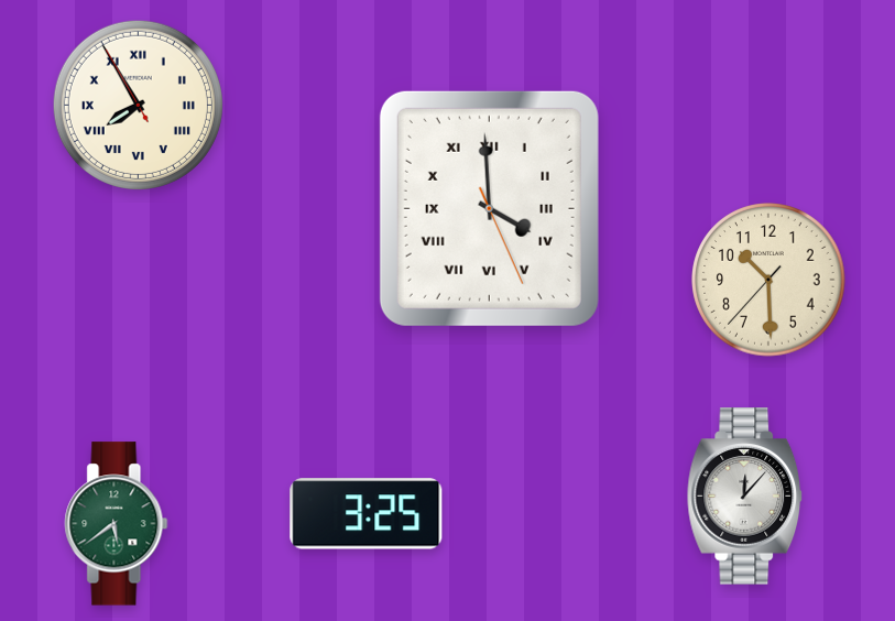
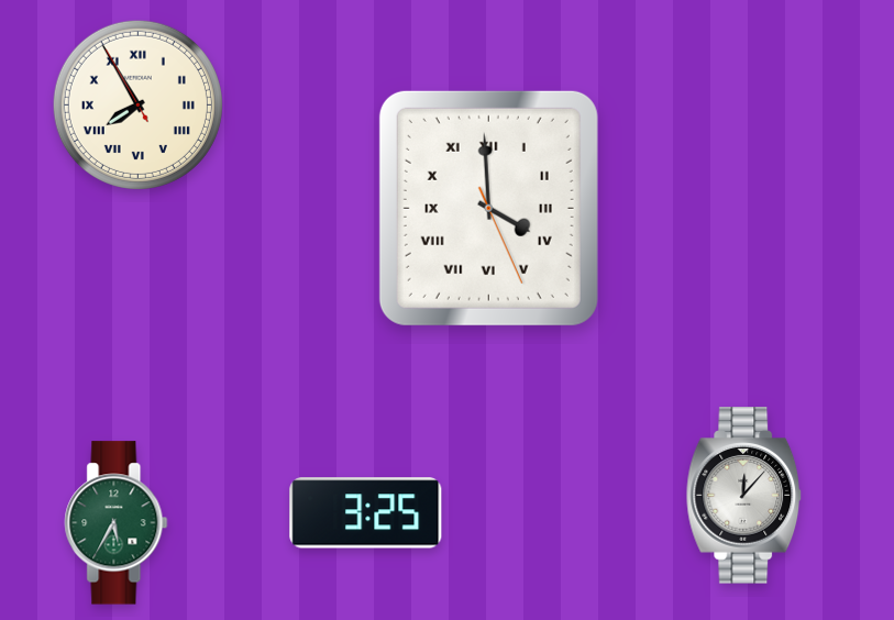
clock at (768, 280): 10:29 -> none
clock at (117, 524): 5:39 -> 5:35
